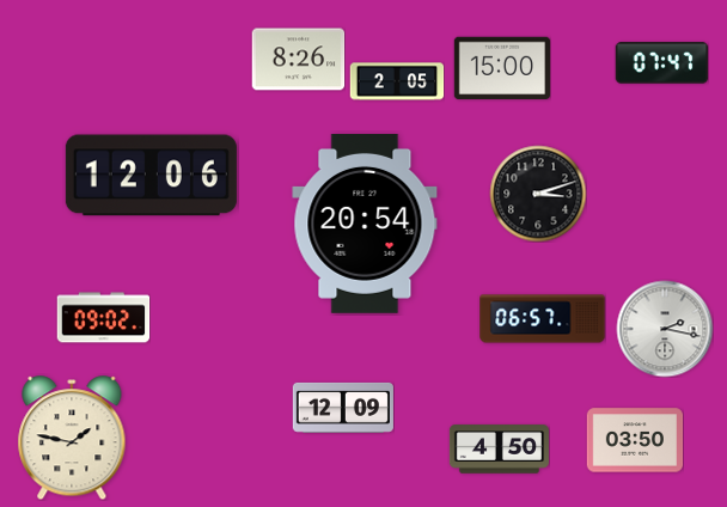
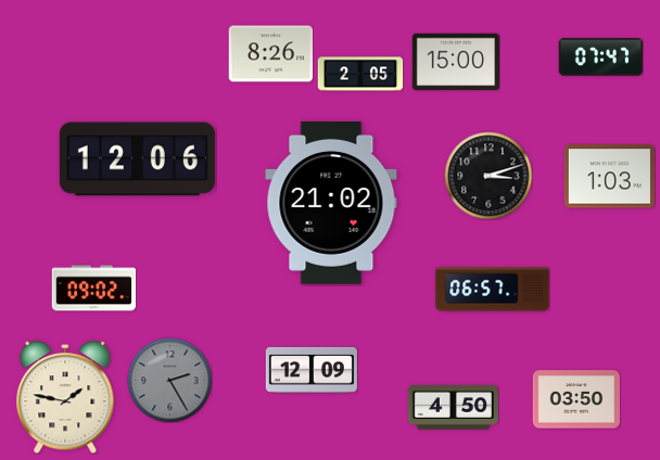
clock at (609, 177): none -> 1:03
clock at (365, 224): 20:54 -> 21:02
clock at (665, 329): 2:17 -> none
clock at (169, 380): none -> 2:25
